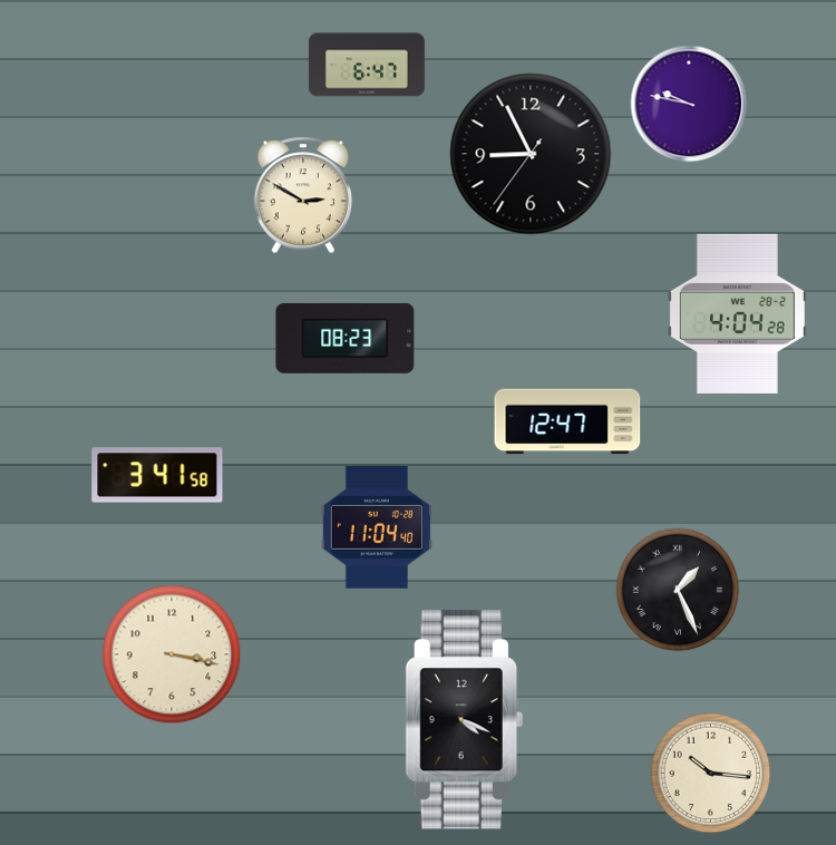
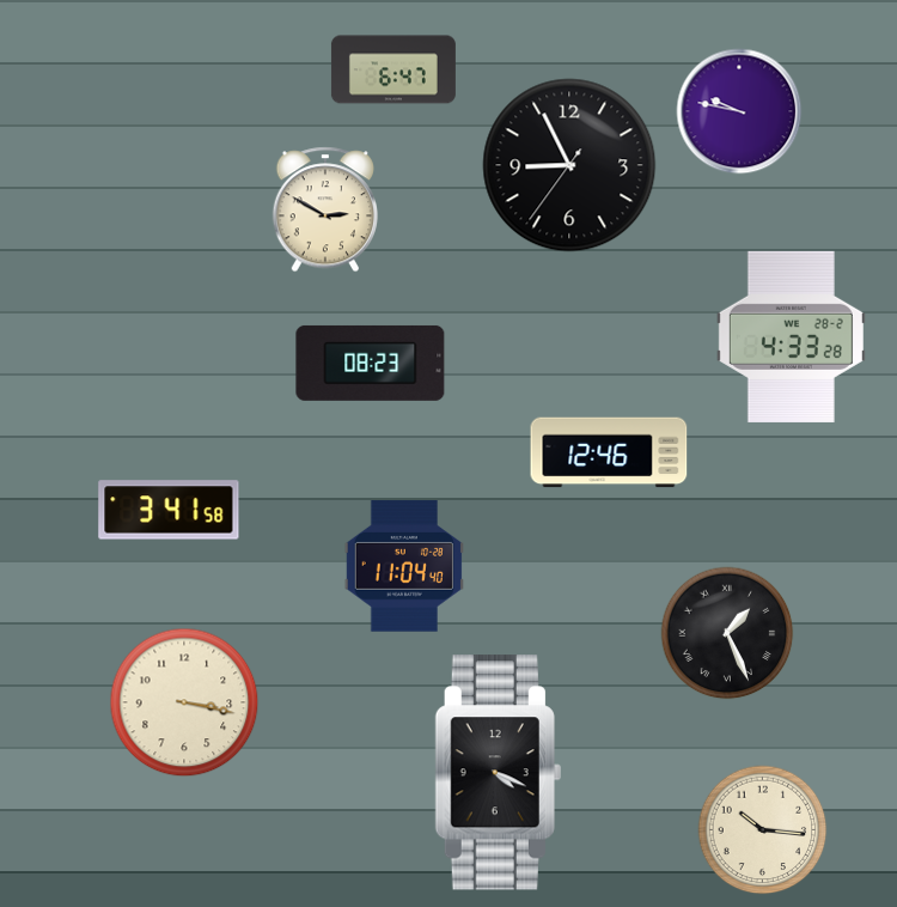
clock at (737, 313): 4:04 -> 4:33
clock at (567, 421): 12:47 -> 12:46
